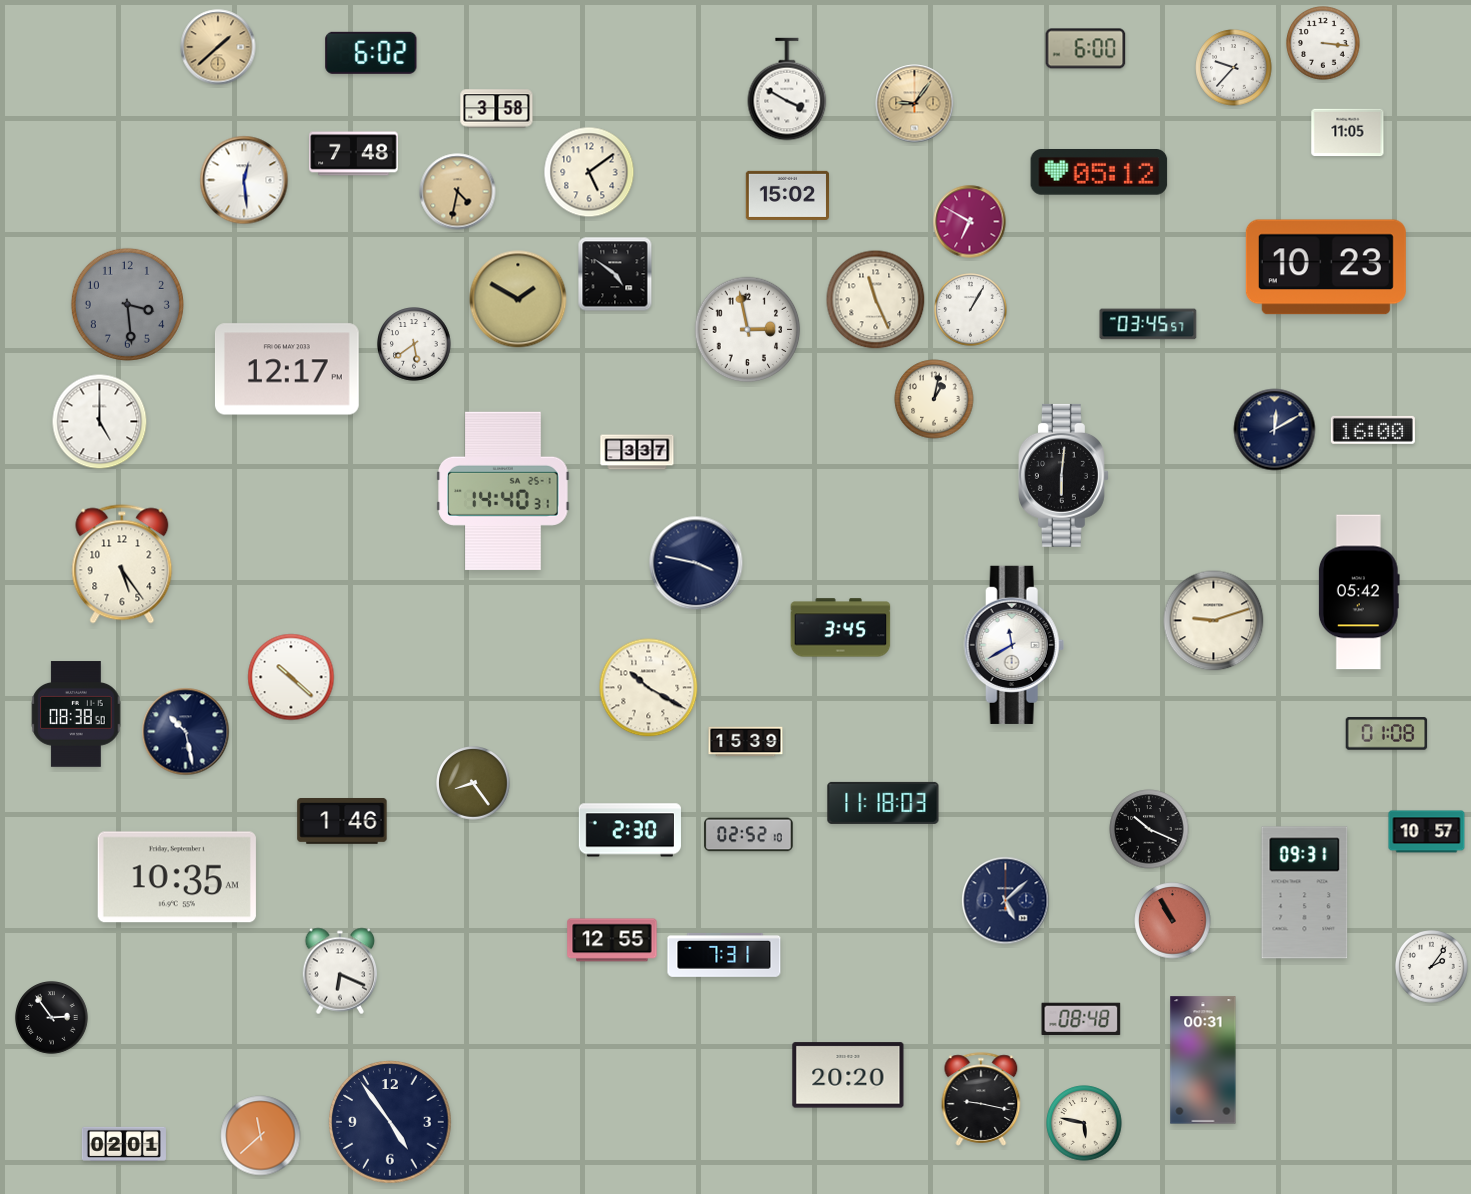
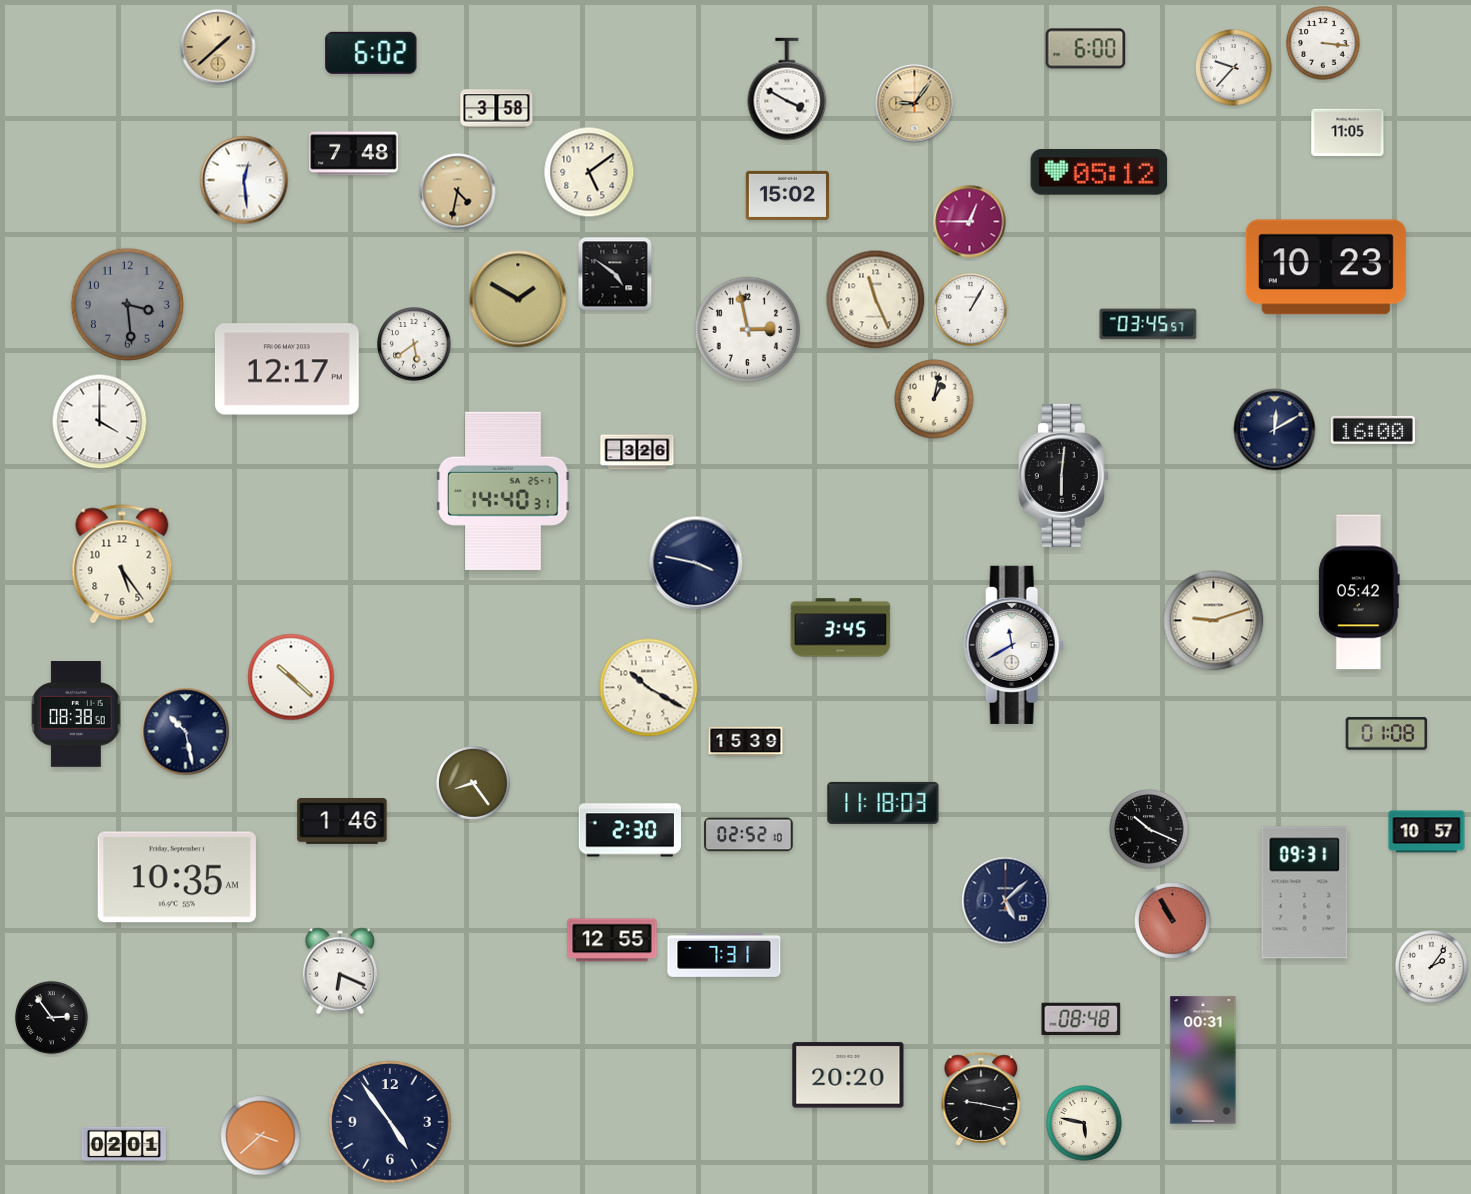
clock at (970, 222): 6:50 -> 12:45
clock at (100, 422): 5:00 -> 4:00
clock at (637, 452): 3:37 -> 3:26
clock at (261, 1136): 11:38 -> 3:38
